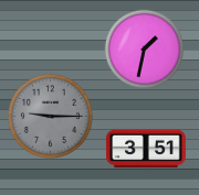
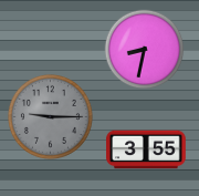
clock at (145, 50): 1:32 -> 8:32
clock at (146, 149): 3:51 -> 3:55
